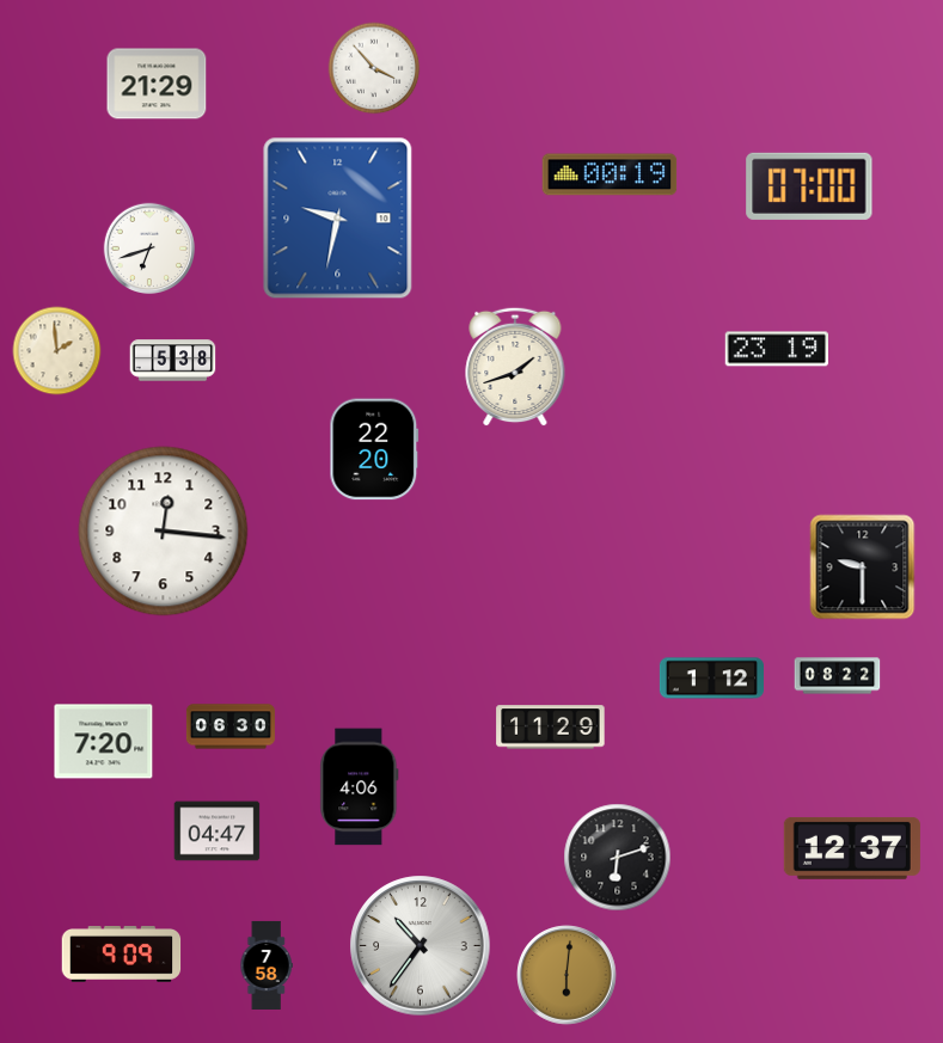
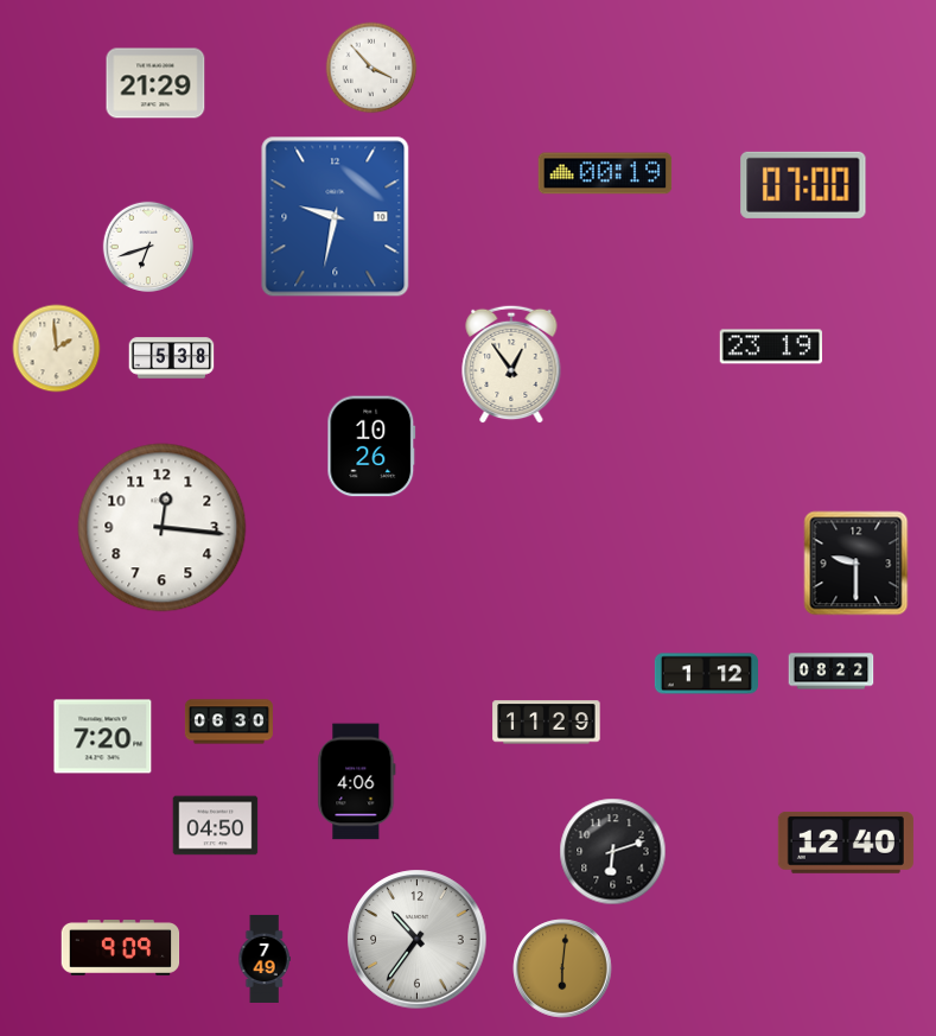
clock at (515, 367): 1:42 -> 12:54
clock at (374, 449): 22:20 -> 10:26
clock at (218, 832): 04:47 -> 04:50
clock at (852, 848): 12:37 -> 12:40
clock at (267, 965): 7:58 -> 7:49
